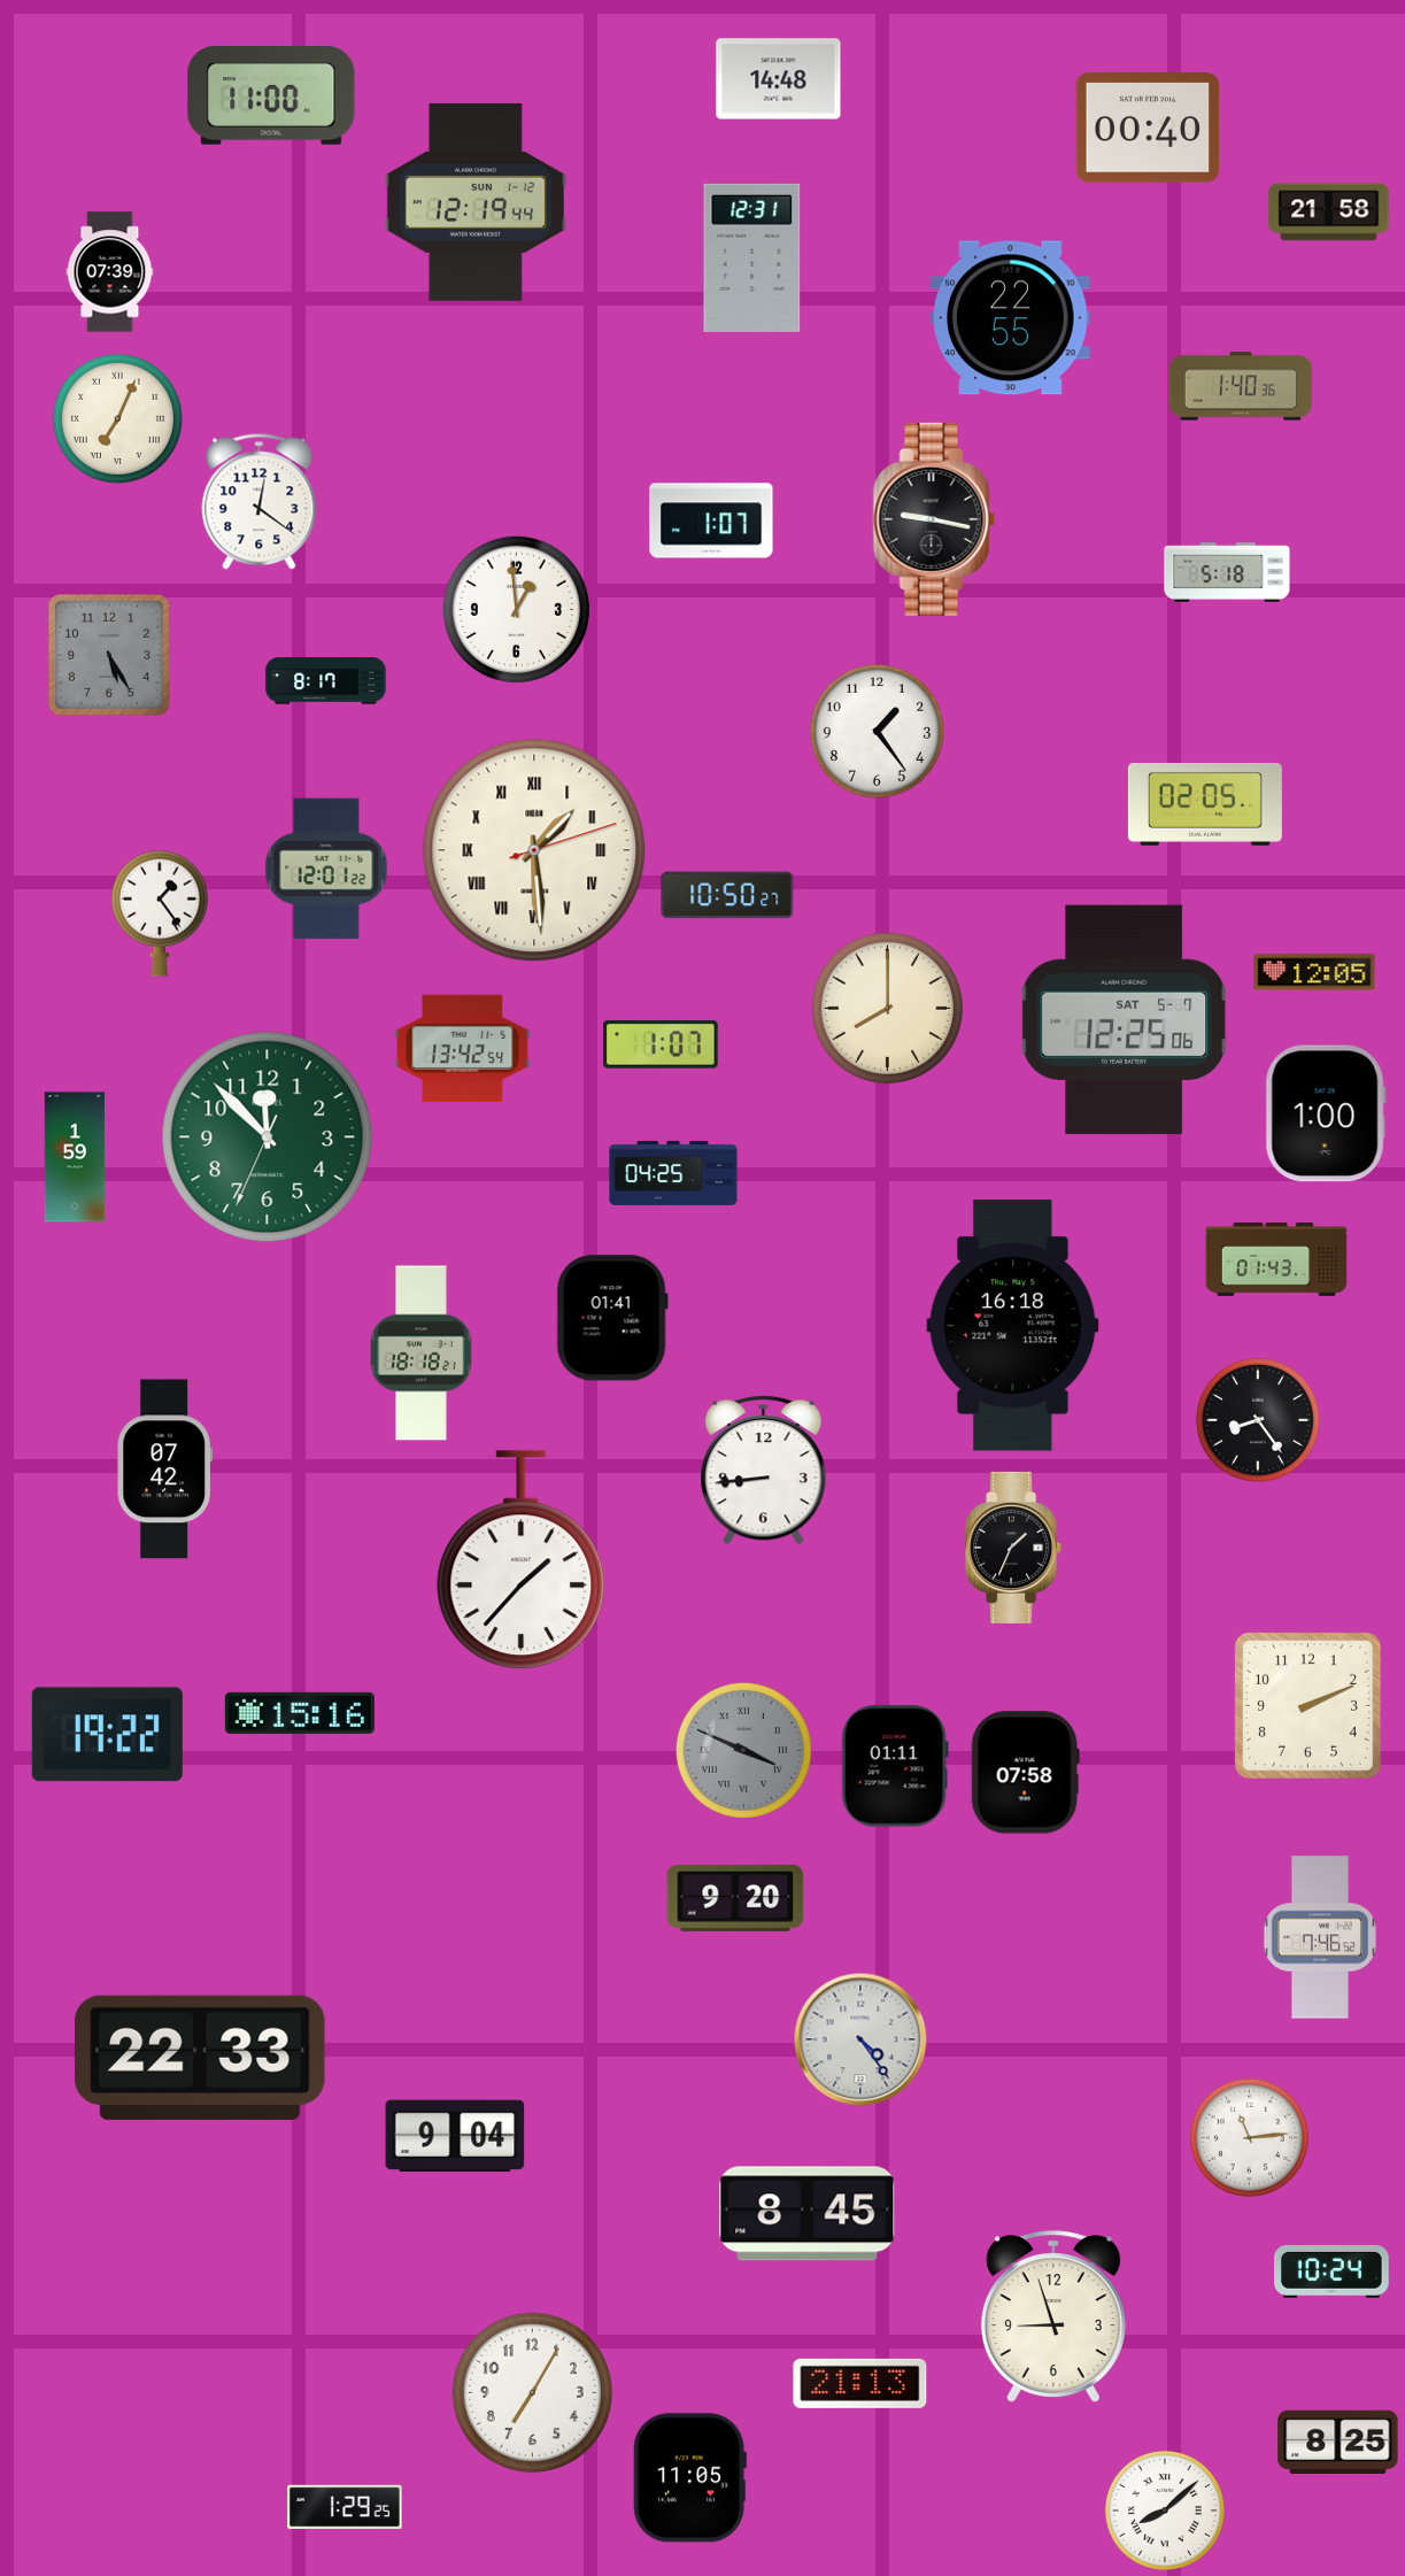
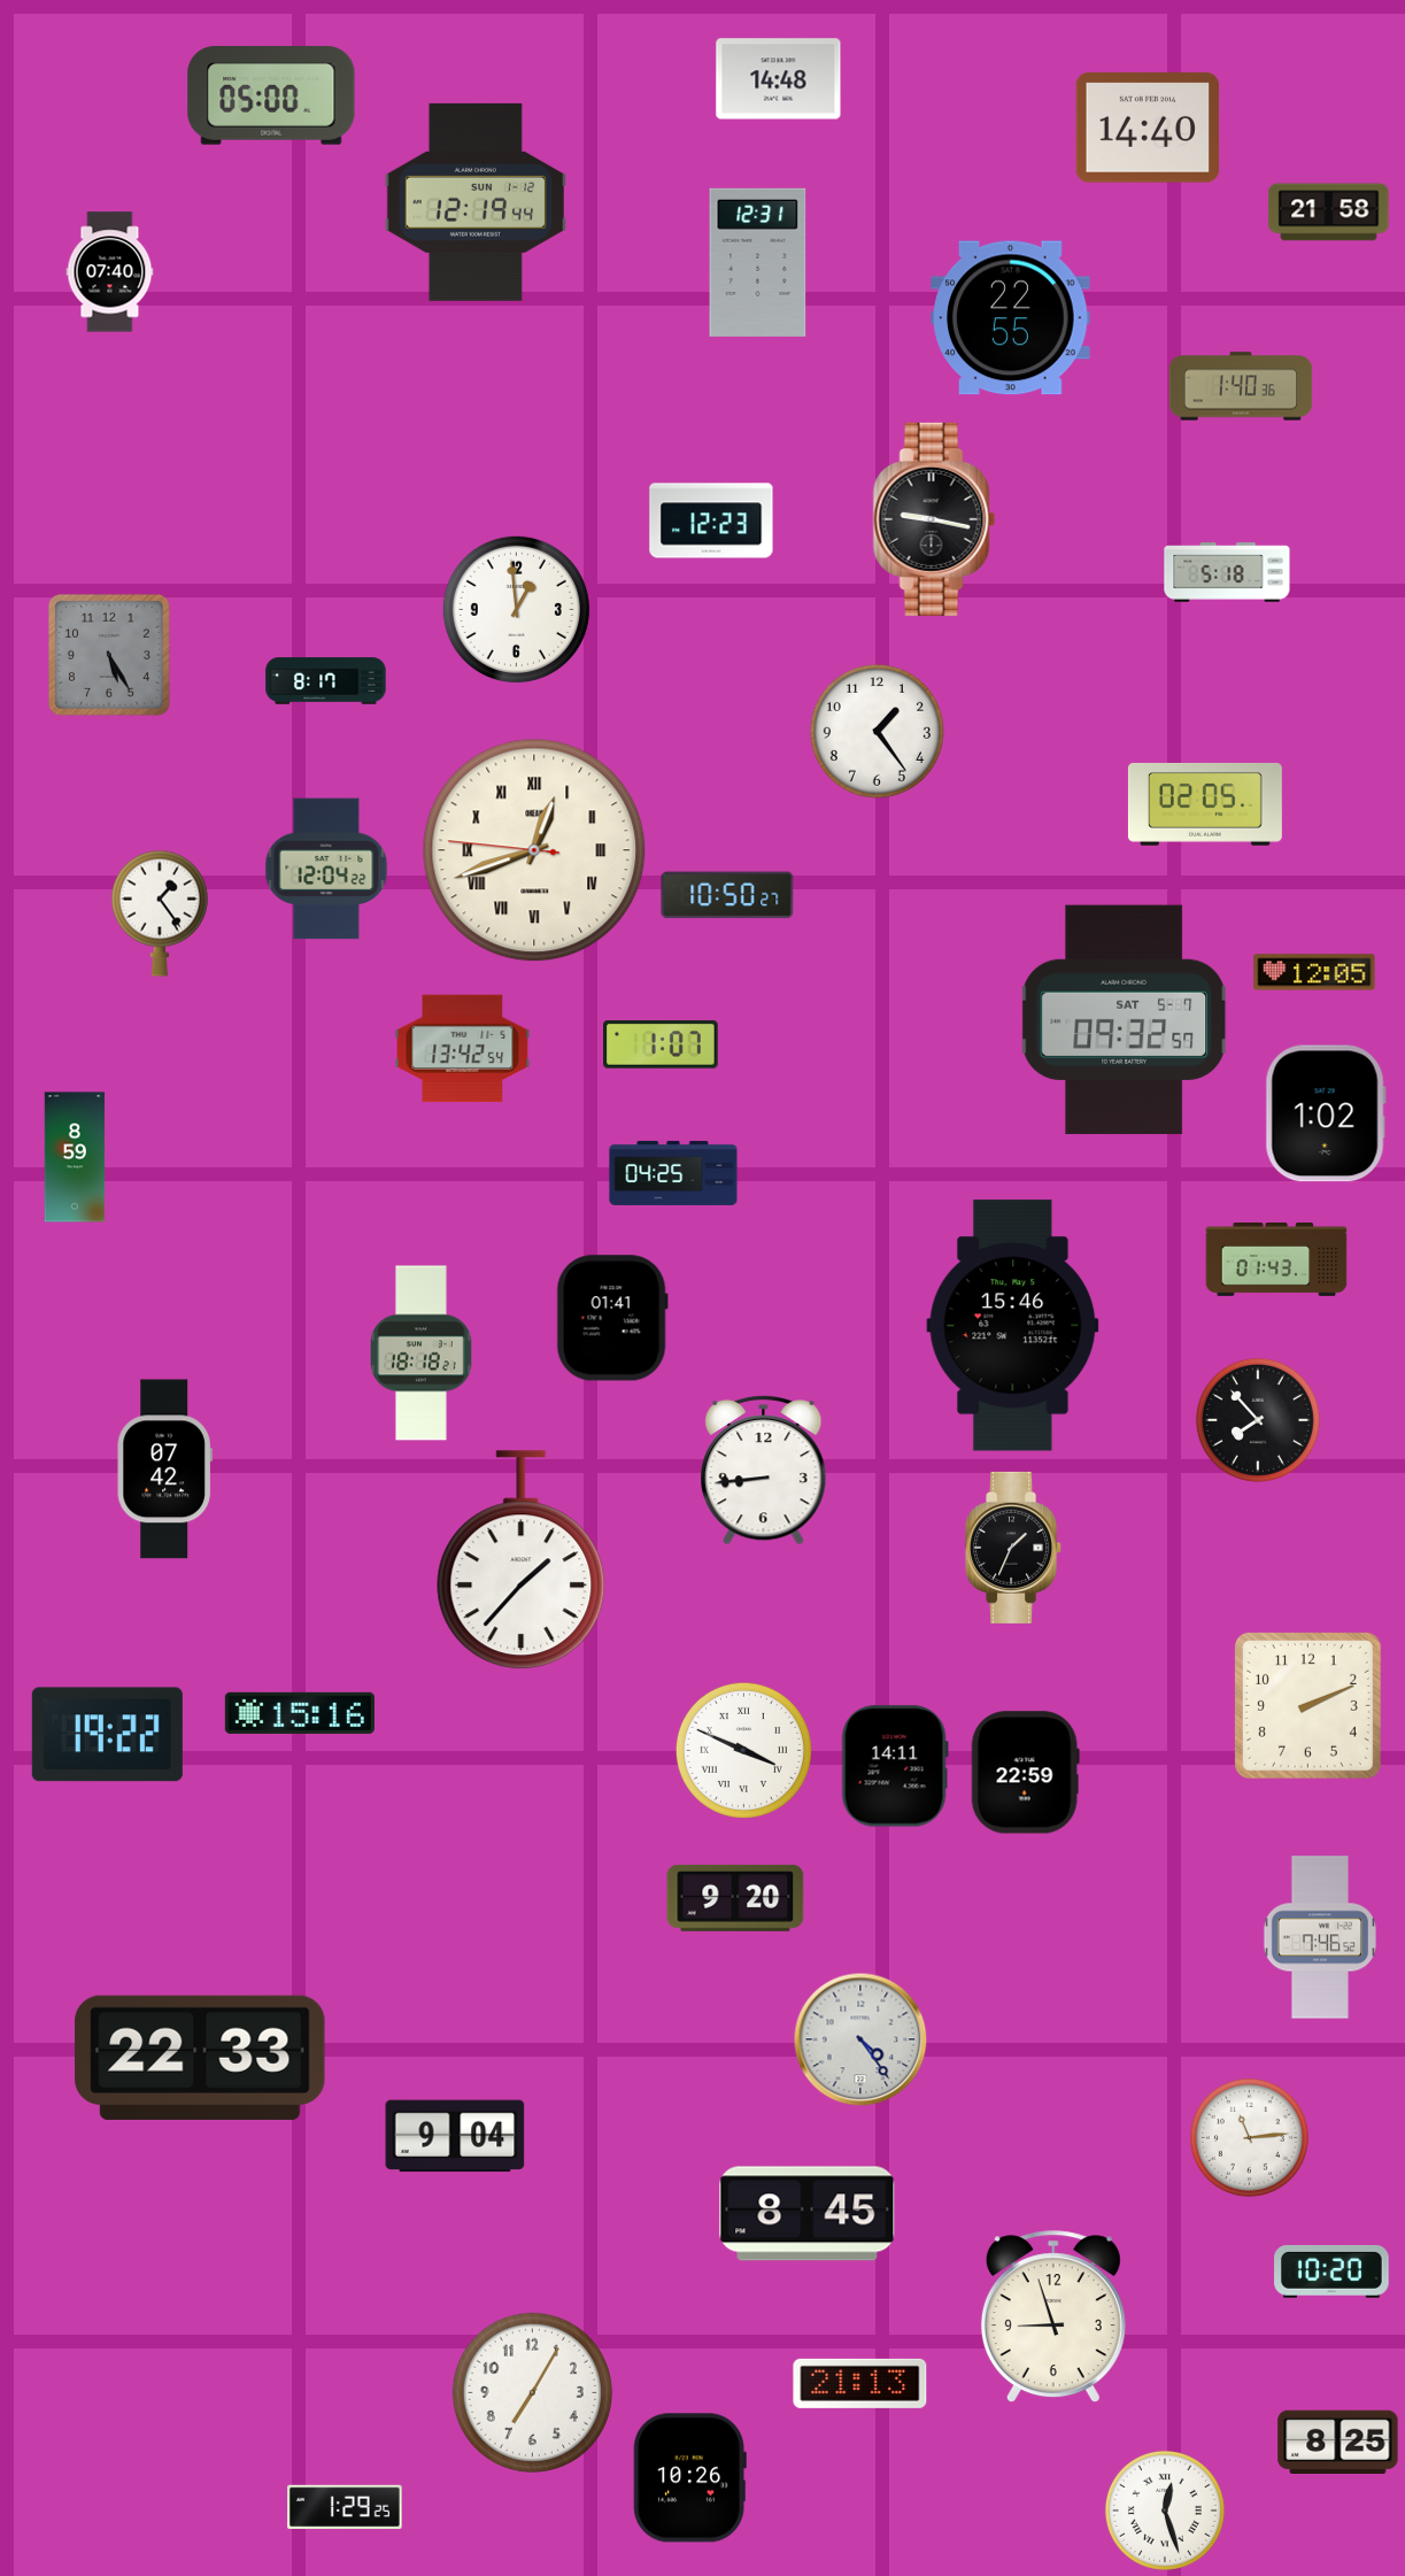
clock at (271, 95): 11:00 -> 05:00
clock at (1148, 128): 00:40 -> 14:40
clock at (752, 257) position: (752, 257) -> (758, 262)
clock at (110, 272): 07:39 -> 07:40
clock at (117, 418): 7:04 -> none
clock at (260, 502): 12:21 -> none
clock at (711, 520): 1:07 -> 12:23
clock at (534, 850): 1:29 -> 12:41
clock at (326, 869): 12:01 -> 12:04
clock at (887, 1008): 8:00 -> none
clock at (1125, 1020): 12:25 -> 09:32
clock at (1326, 1113): 1:00 -> 1:02
clock at (268, 1137): 11:52 -> none
clock at (75, 1157): 1:59 -> 8:59
clock at (1013, 1326): 16:18 -> 15:46
clock at (1258, 1420): 8:24 -> 7:53
clock at (743, 1750) dial: grey -> white
clock at (895, 1766): 01:11 -> 14:11
clock at (1025, 1773): 07:58 -> 22:59
clock at (1331, 2273): 10:24 -> 10:20
clock at (689, 2478): 11:05 -> 10:26
clock at (1165, 2511): 8:08 -> 12:27
